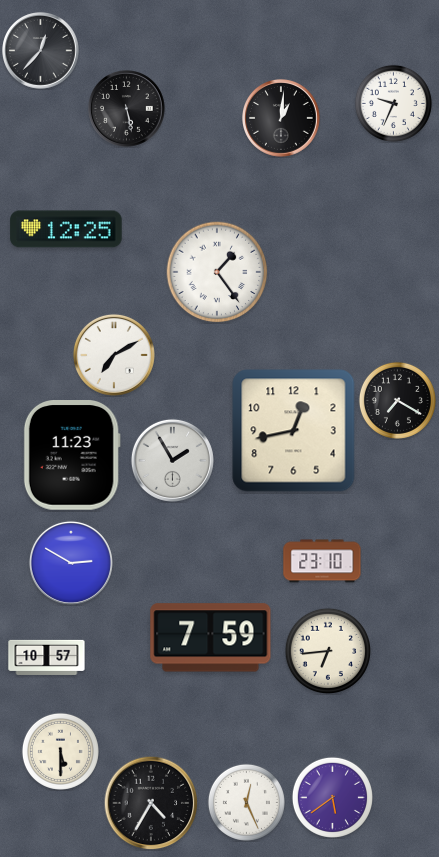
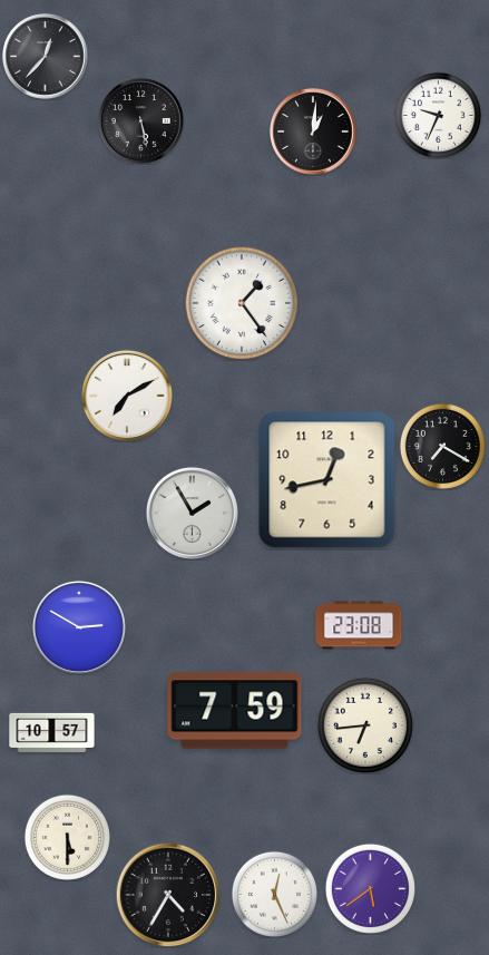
clock at (66, 229): 12:25 -> none
clock at (72, 456): 11:23 -> none
clock at (322, 561): 23:10 -> 23:08
